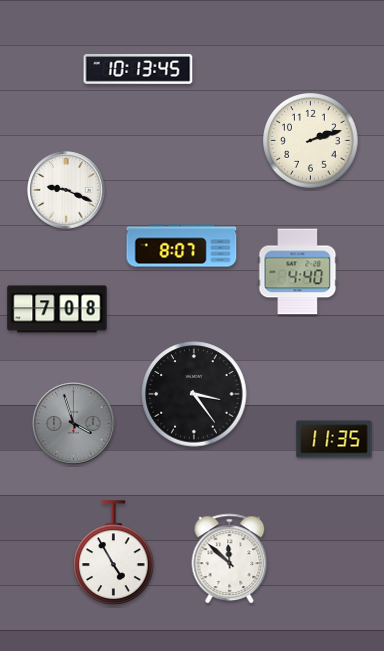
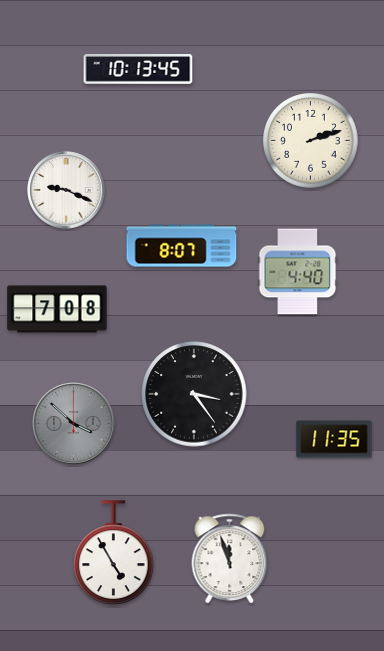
clock at (74, 424): 3:57 -> 3:52
clock at (230, 559): 11:52 -> 11:57
